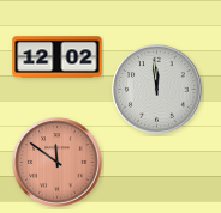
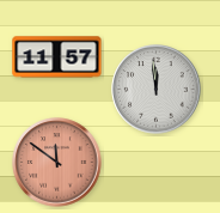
clock at (58, 57): 12:02 -> 11:57
